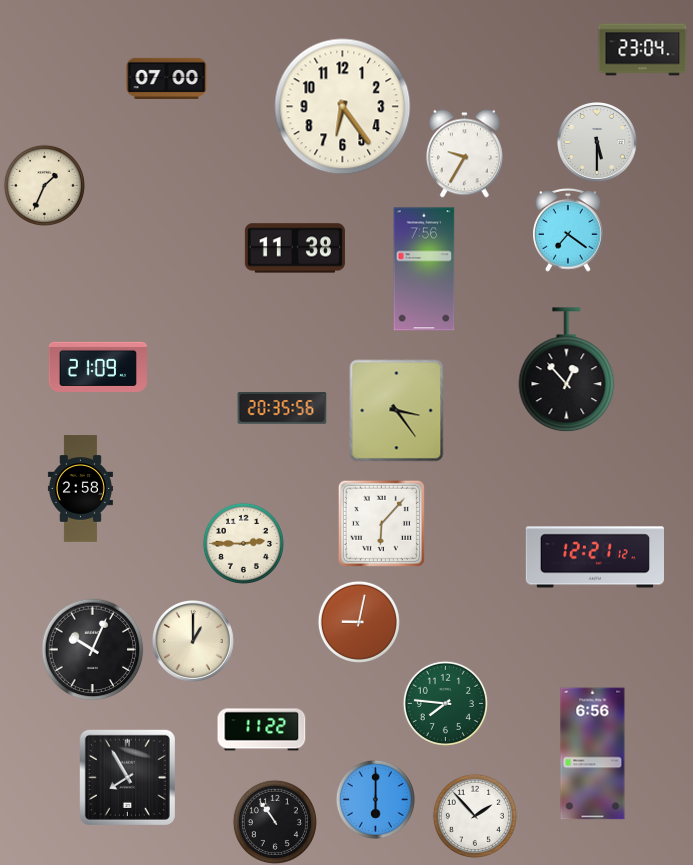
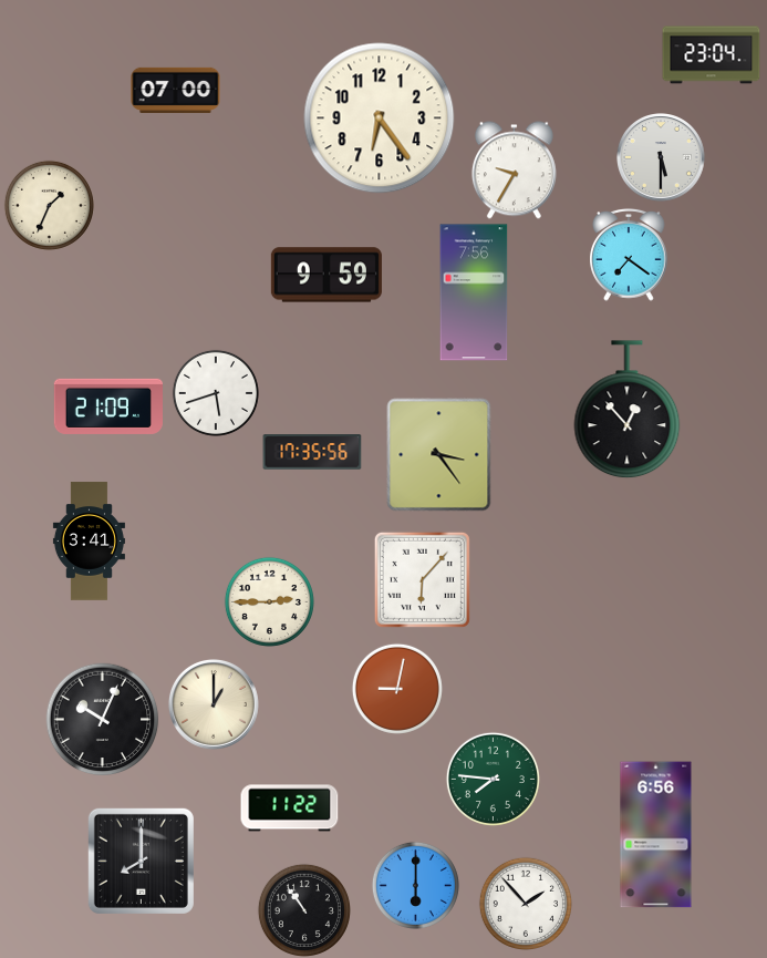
clock at (167, 78) position: (167, 78) -> (176, 90)
clock at (295, 248): 11:38 -> 9:59
clock at (424, 269) position: (424, 269) -> (474, 292)
clock at (216, 393): none -> 5:42
clock at (282, 408): 20:35 -> 17:35
clock at (80, 489): 2:58 -> 3:41
clock at (594, 557): 12:21 -> none
clock at (193, 641) position: (193, 641) -> (214, 704)
clock at (127, 777): 7:55 -> 8:00
